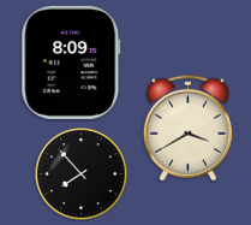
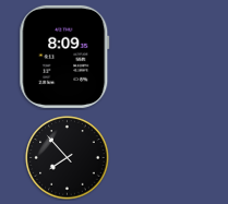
clock at (187, 129): 3:40 -> none
clock at (82, 174) position: (82, 174) -> (68, 158)
